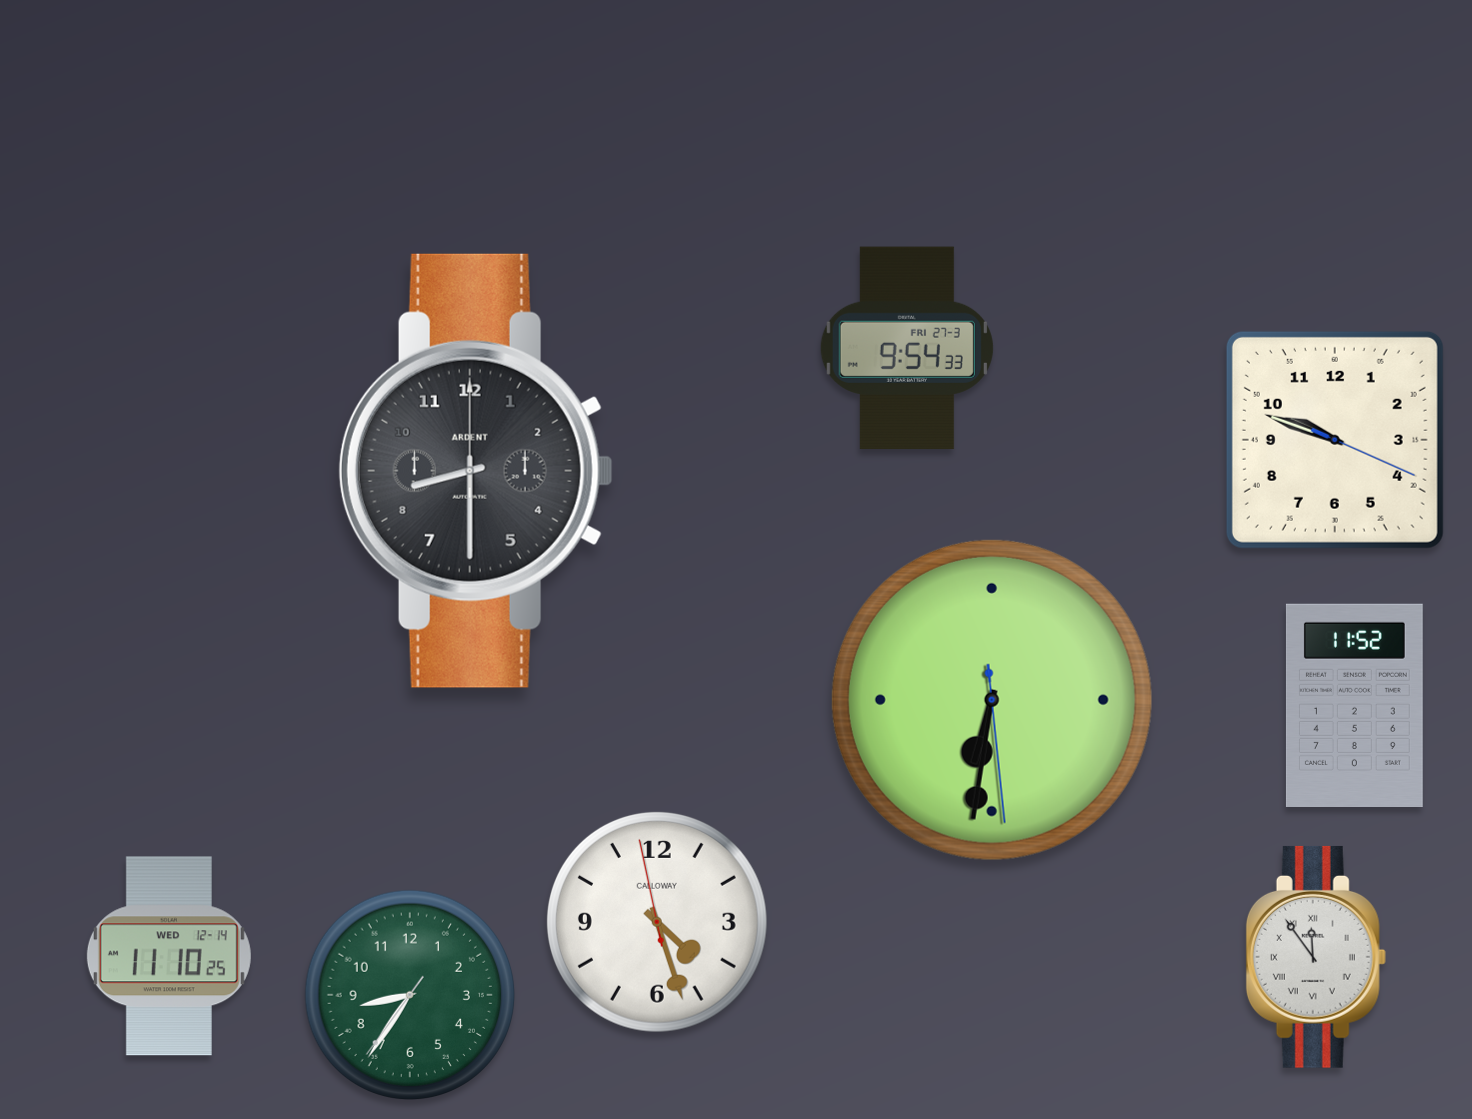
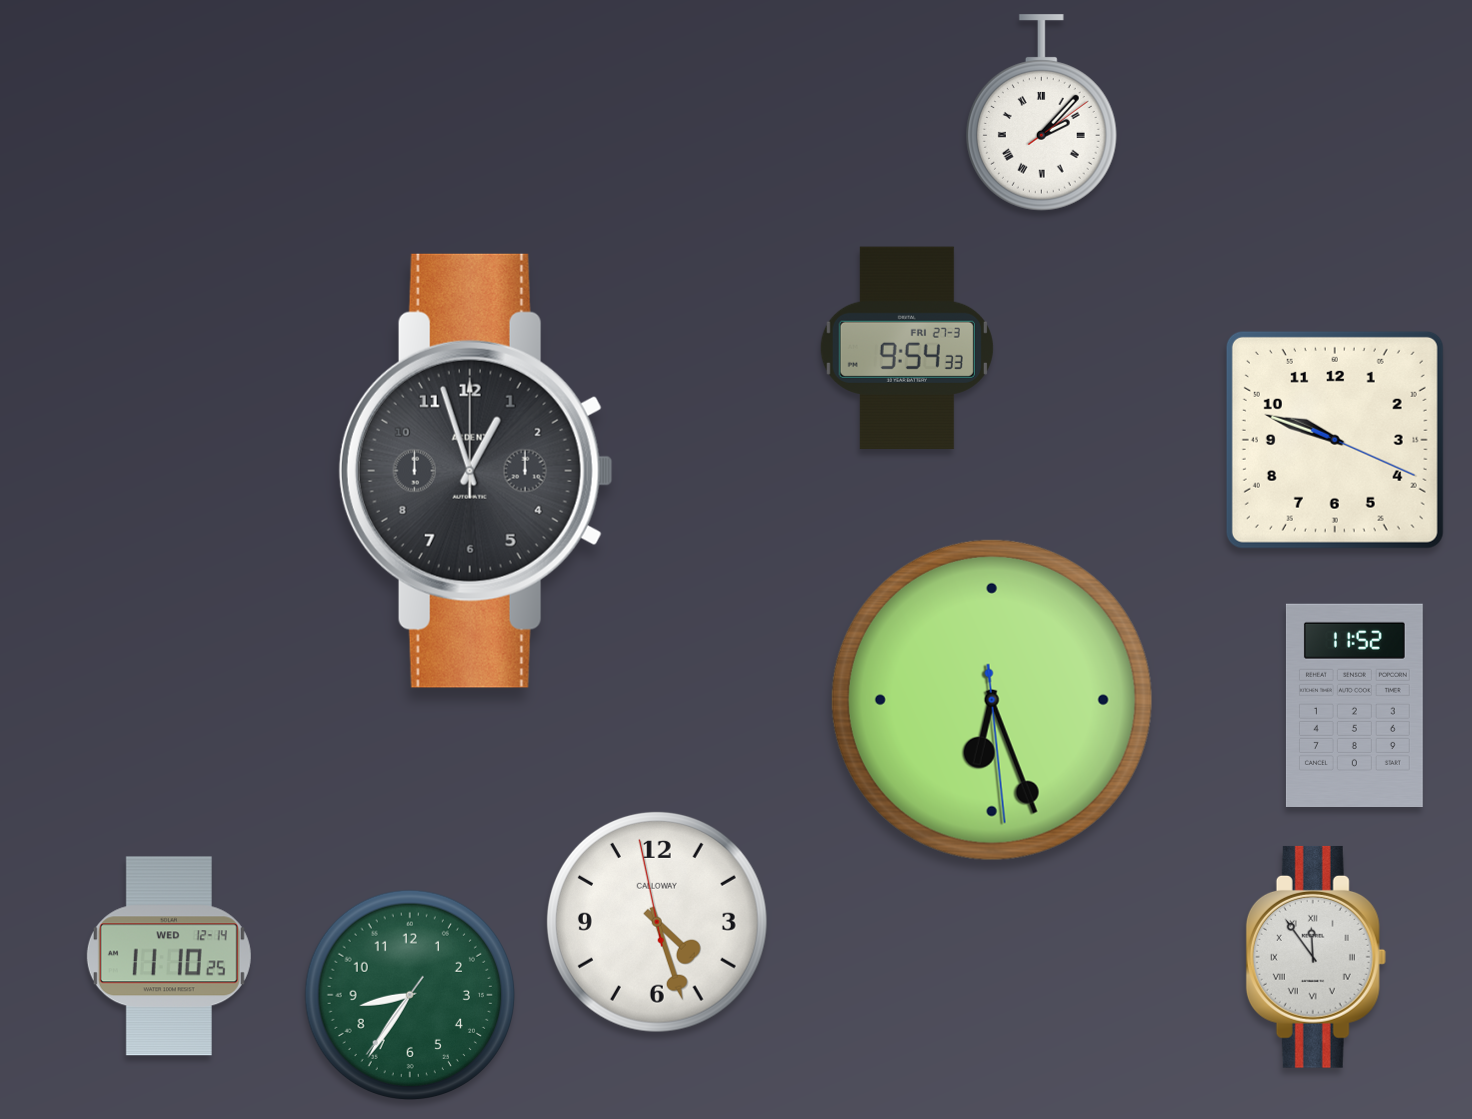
clock at (1041, 113): none -> 2:07
clock at (476, 471): 8:30 -> 12:57
clock at (992, 700): 6:31 -> 6:26
